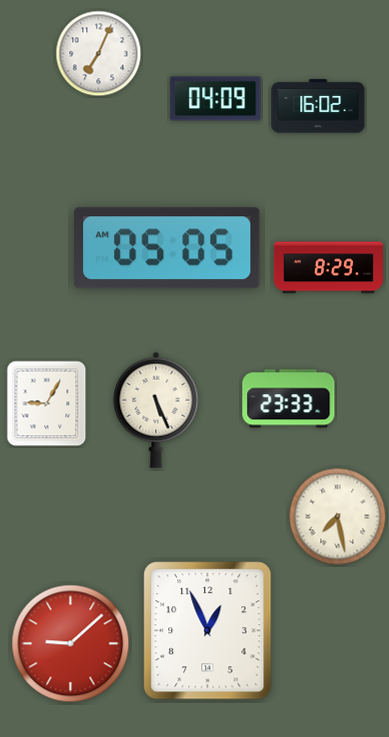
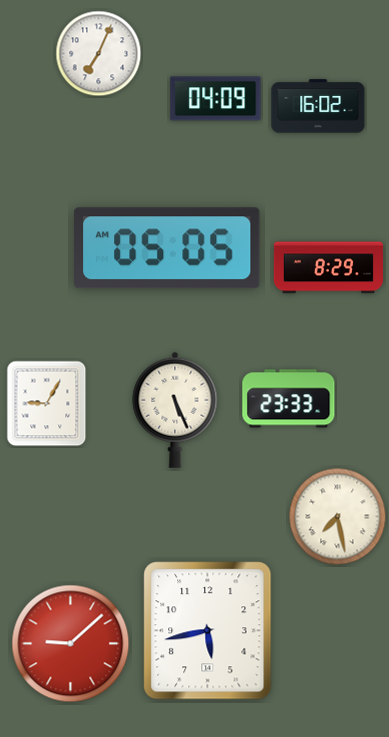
clock at (156, 410) position: (156, 410) -> (175, 410)
clock at (208, 631): 12:56 -> 5:43
